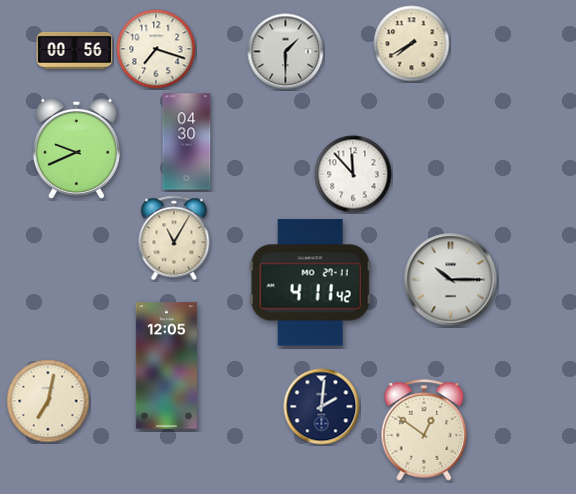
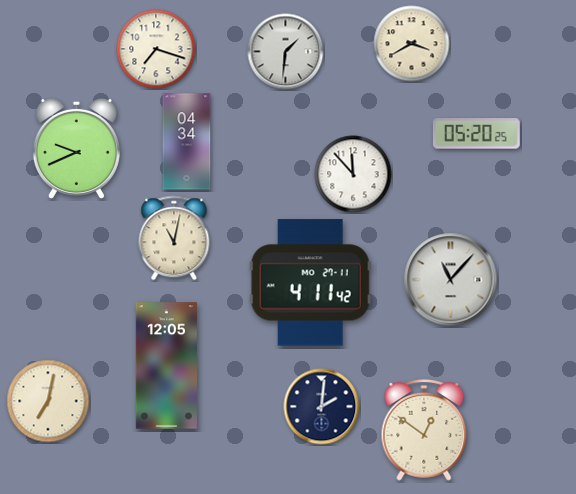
clock at (412, 44): 7:40 -> 3:40
clock at (75, 50): 00:56 -> none
clock at (286, 52): 1:30 -> 1:31
clock at (476, 134): none -> 05:20
clock at (187, 142): 04:30 -> 04:34
clock at (174, 238): 11:05 -> 11:02
clock at (451, 280): 10:15 -> 11:07
